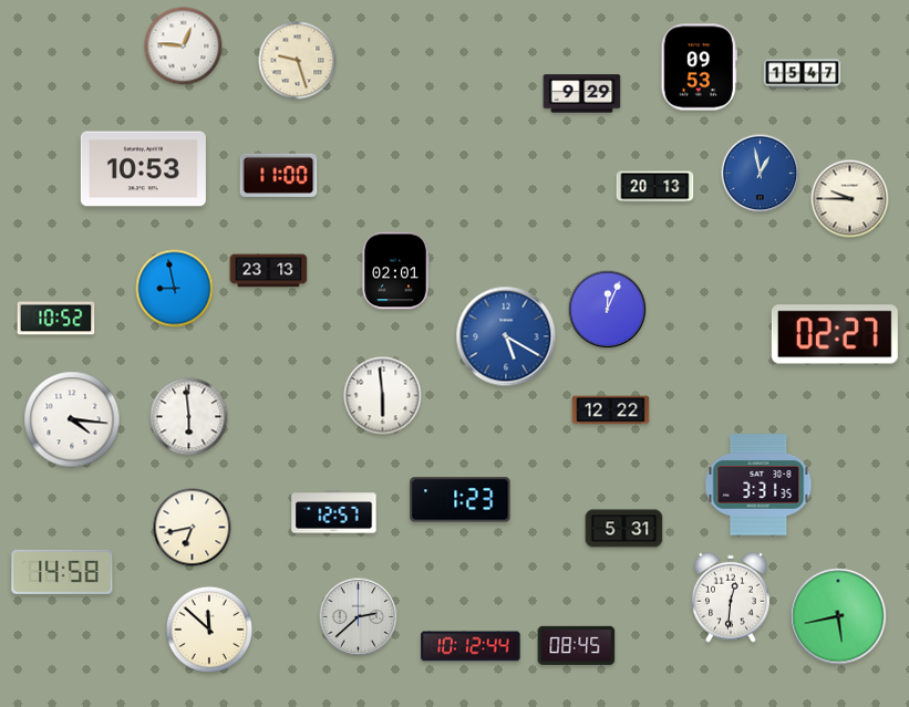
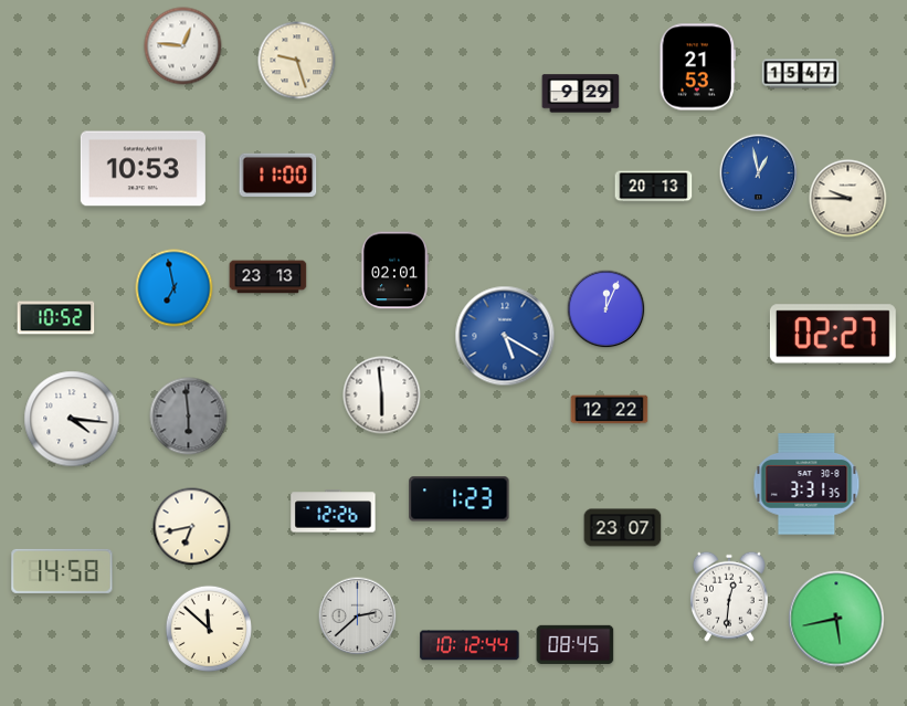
clock at (699, 67): 09:53 -> 21:53
clock at (269, 271) position: (269, 271) -> (268, 277)
clock at (175, 289): 8:58 -> 6:58
clock at (189, 417) dial: white -> grey
clock at (758, 485) position: (758, 485) -> (806, 484)
clock at (334, 512): 12:57 -> 12:26
clock at (624, 529): 5:31 -> 23:07
clock at (838, 616) position: (838, 616) -> (836, 619)
